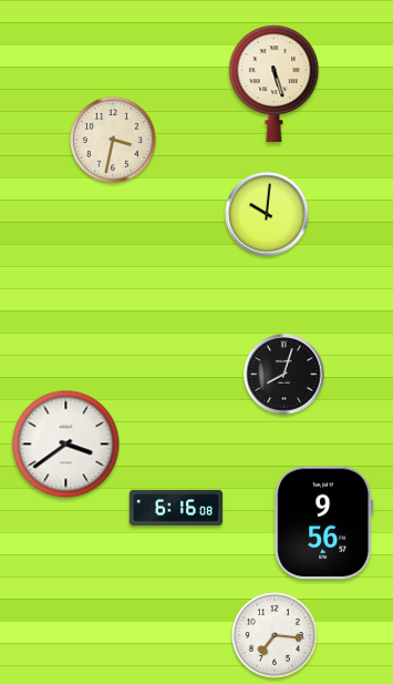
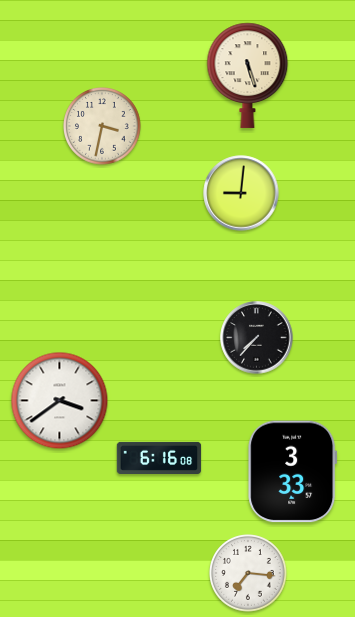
clock at (267, 214): 10:01 -> 9:01
clock at (285, 375): 8:03 -> 7:37
clock at (324, 523): 9:56 -> 3:33
